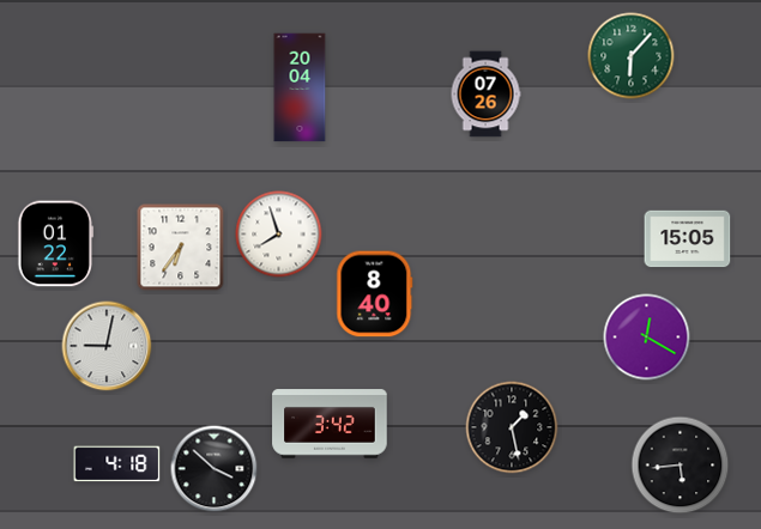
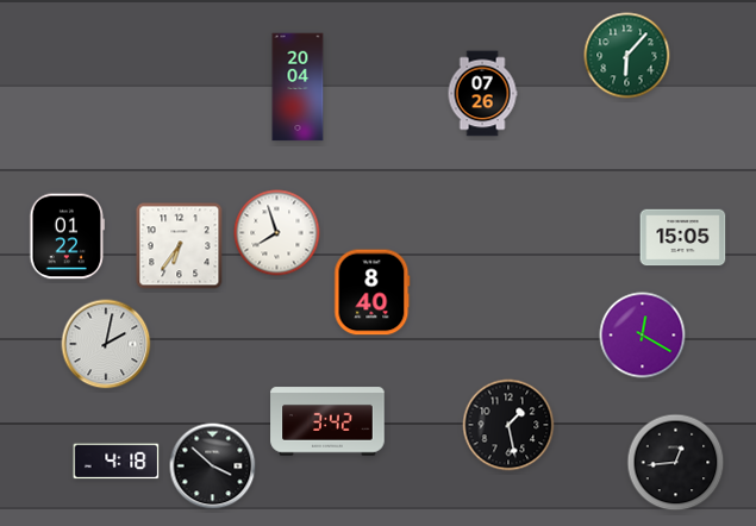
clock at (56, 244) position: (56, 244) -> (68, 237)
clock at (107, 346): 9:02 -> 2:02
clock at (681, 466): 5:44 -> 12:44
